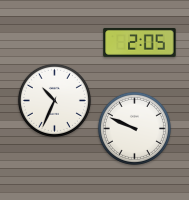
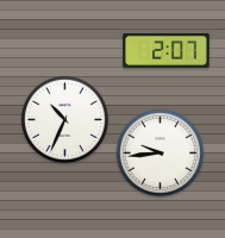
clock at (140, 43): 2:05 -> 2:07
clock at (134, 128): 9:49 -> 9:44
